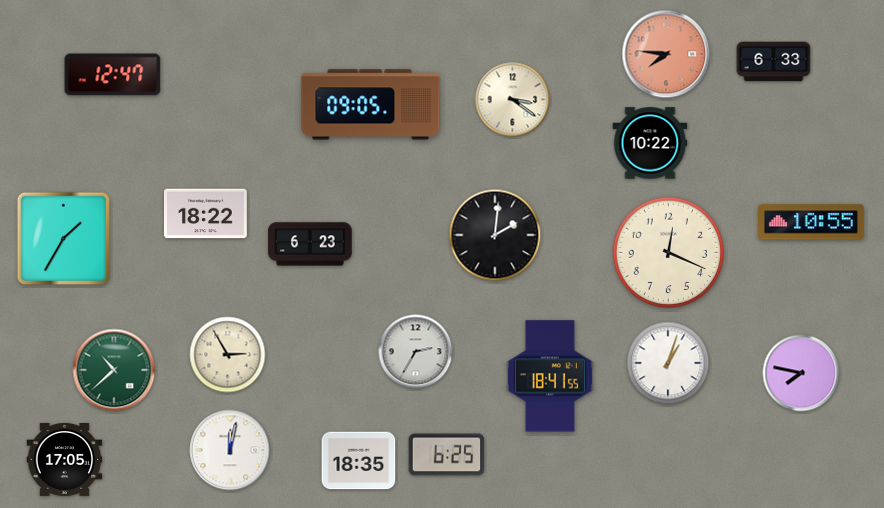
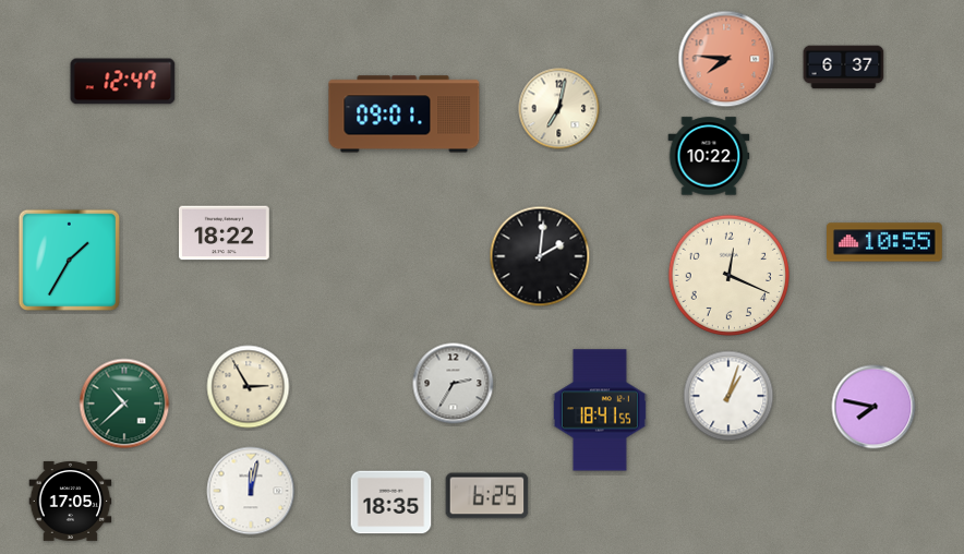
clock at (774, 62): 6:33 -> 6:37
clock at (513, 100): 3:21 -> 7:02
clock at (371, 105): 09:05 -> 09:01
clock at (310, 244): 6:23 -> none
